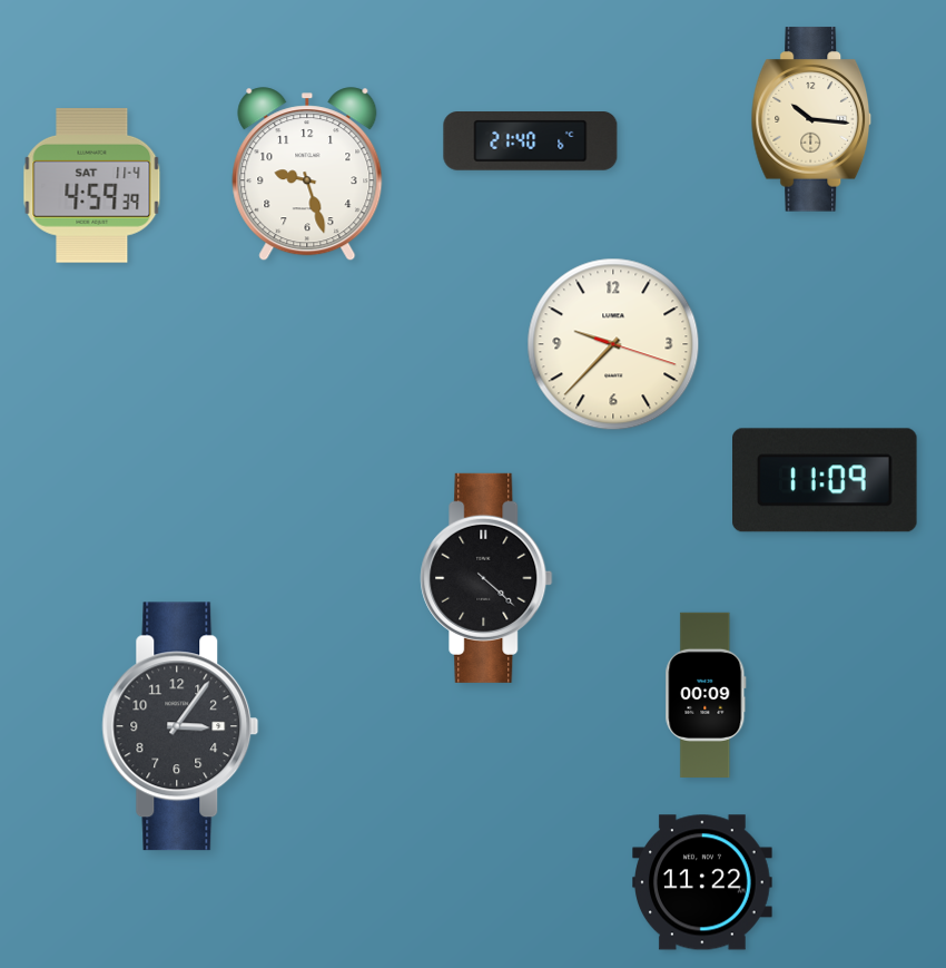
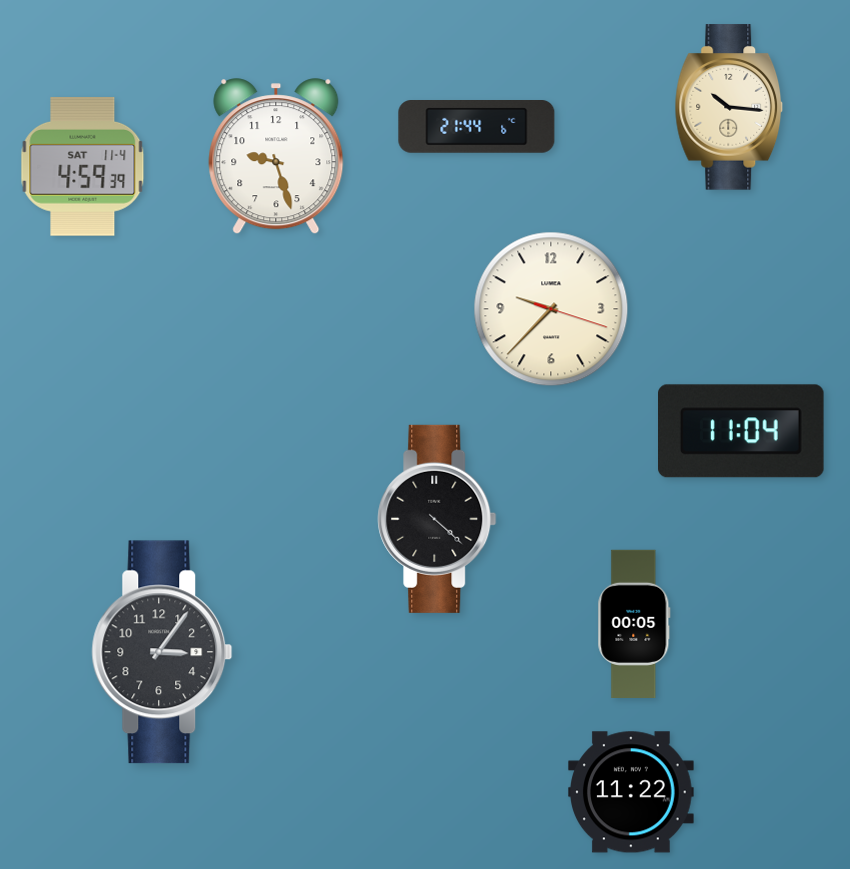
clock at (531, 141): 21:40 -> 21:44
clock at (826, 480): 11:09 -> 11:04
clock at (706, 694): 00:09 -> 00:05
